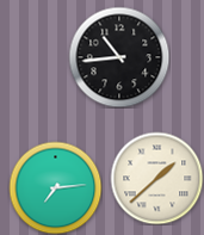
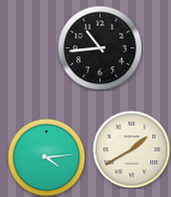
clock at (156, 178): 1:38 -> 1:40
clock at (55, 187): 7:14 -> 4:14
